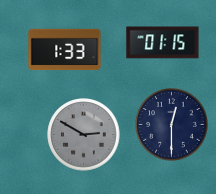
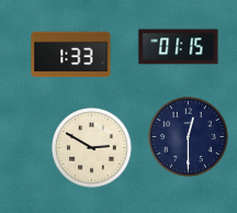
clock at (84, 135) dial: grey -> cream
